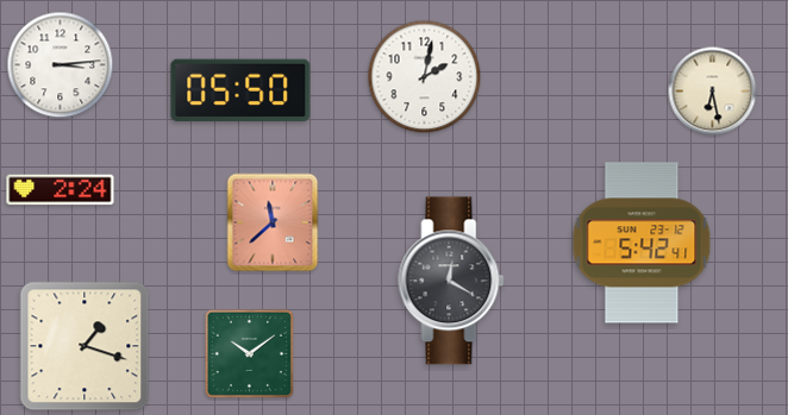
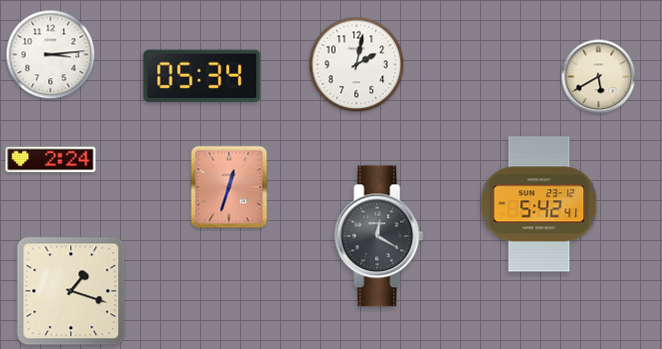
clock at (240, 90): 05:50 -> 05:34
clock at (713, 92): 6:28 -> 5:40
clock at (273, 222): 11:38 -> 12:33
clock at (249, 353): 10:09 -> none
